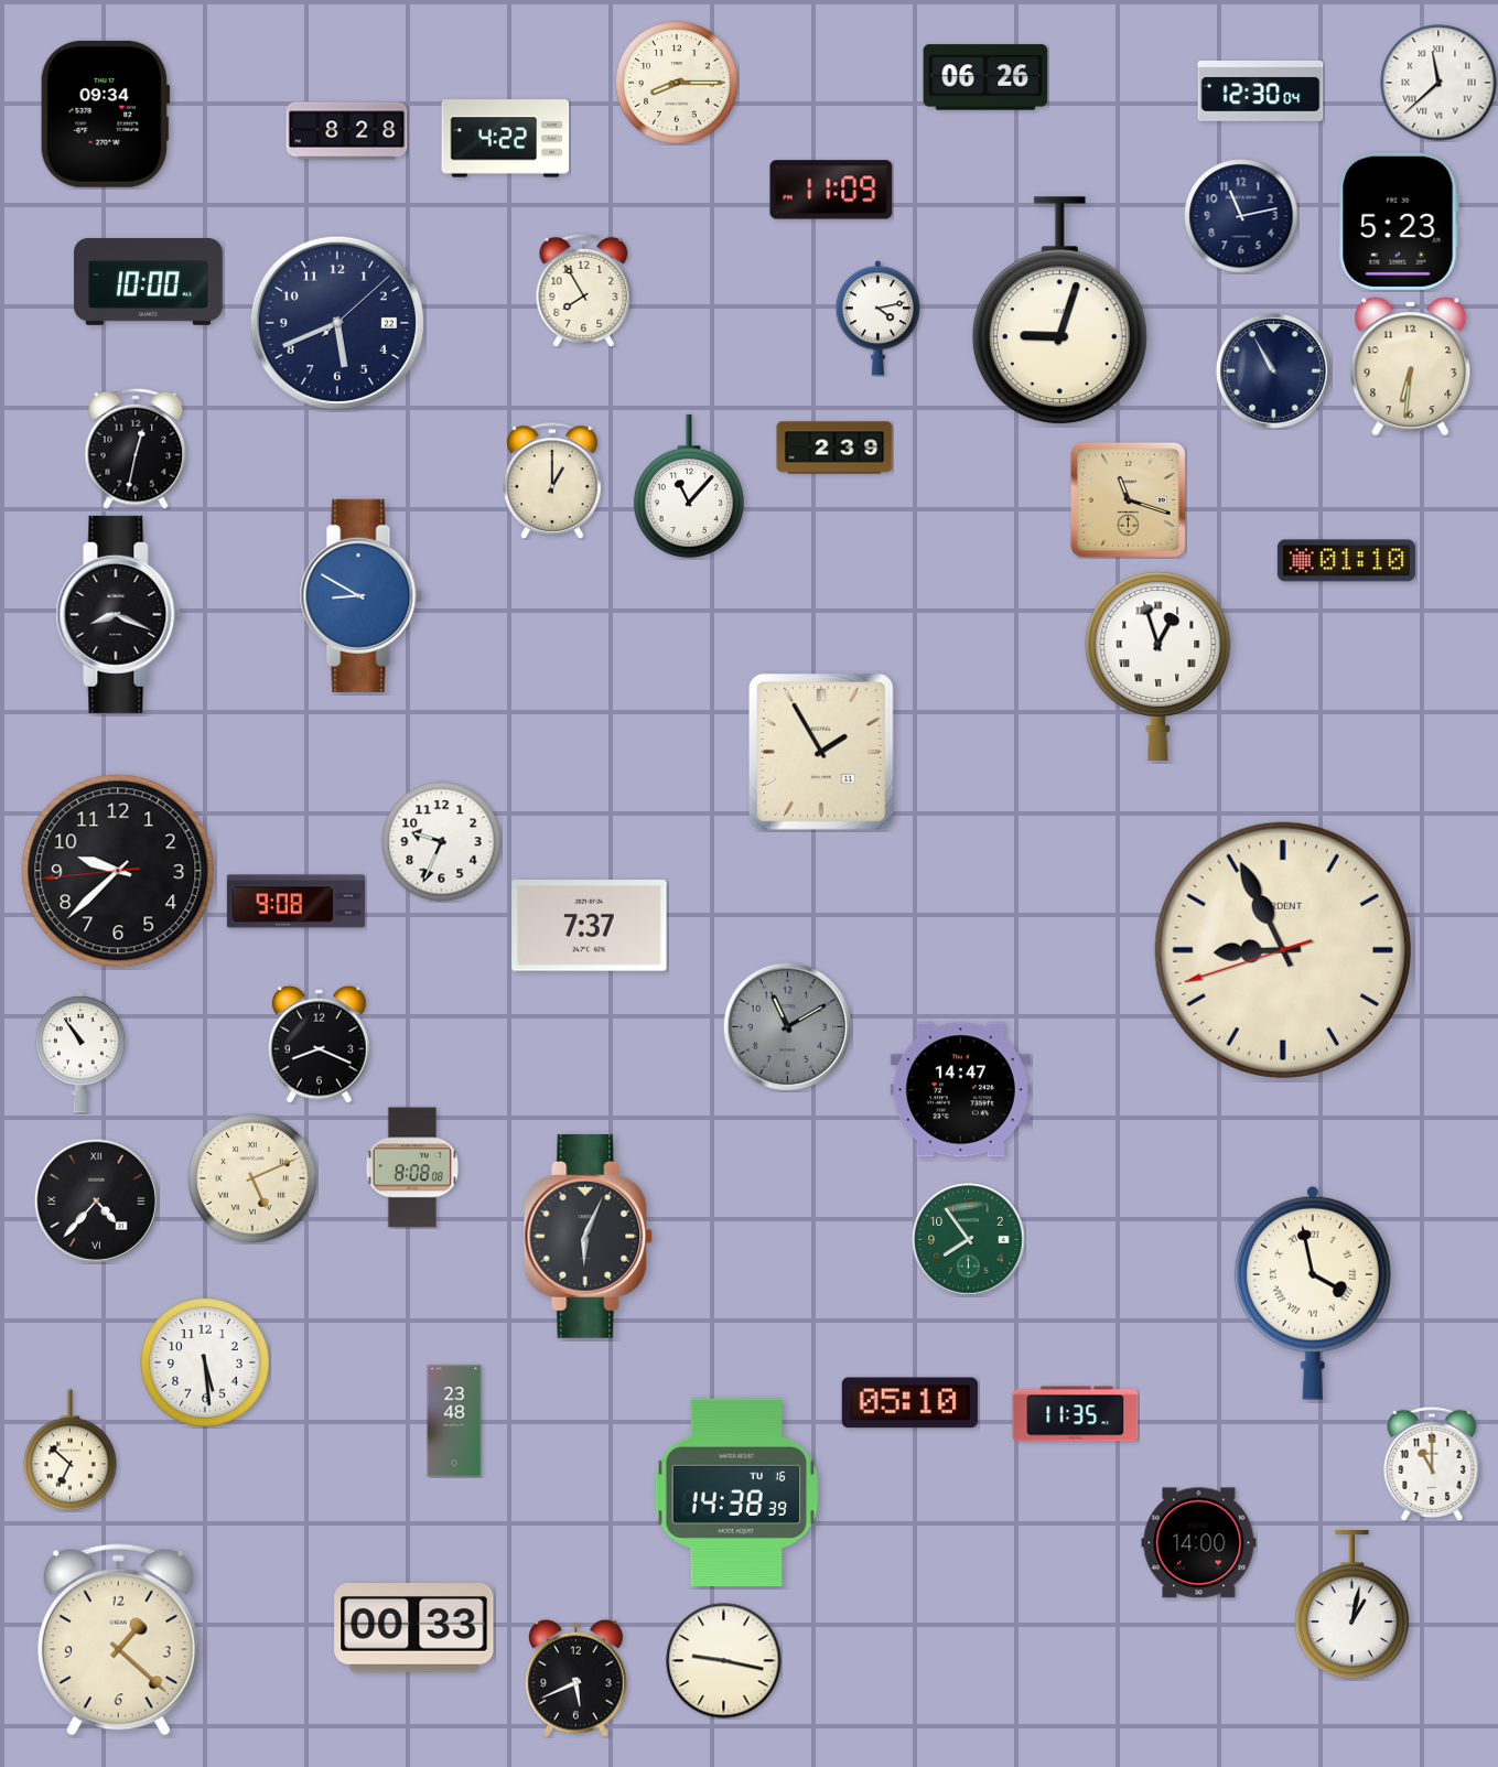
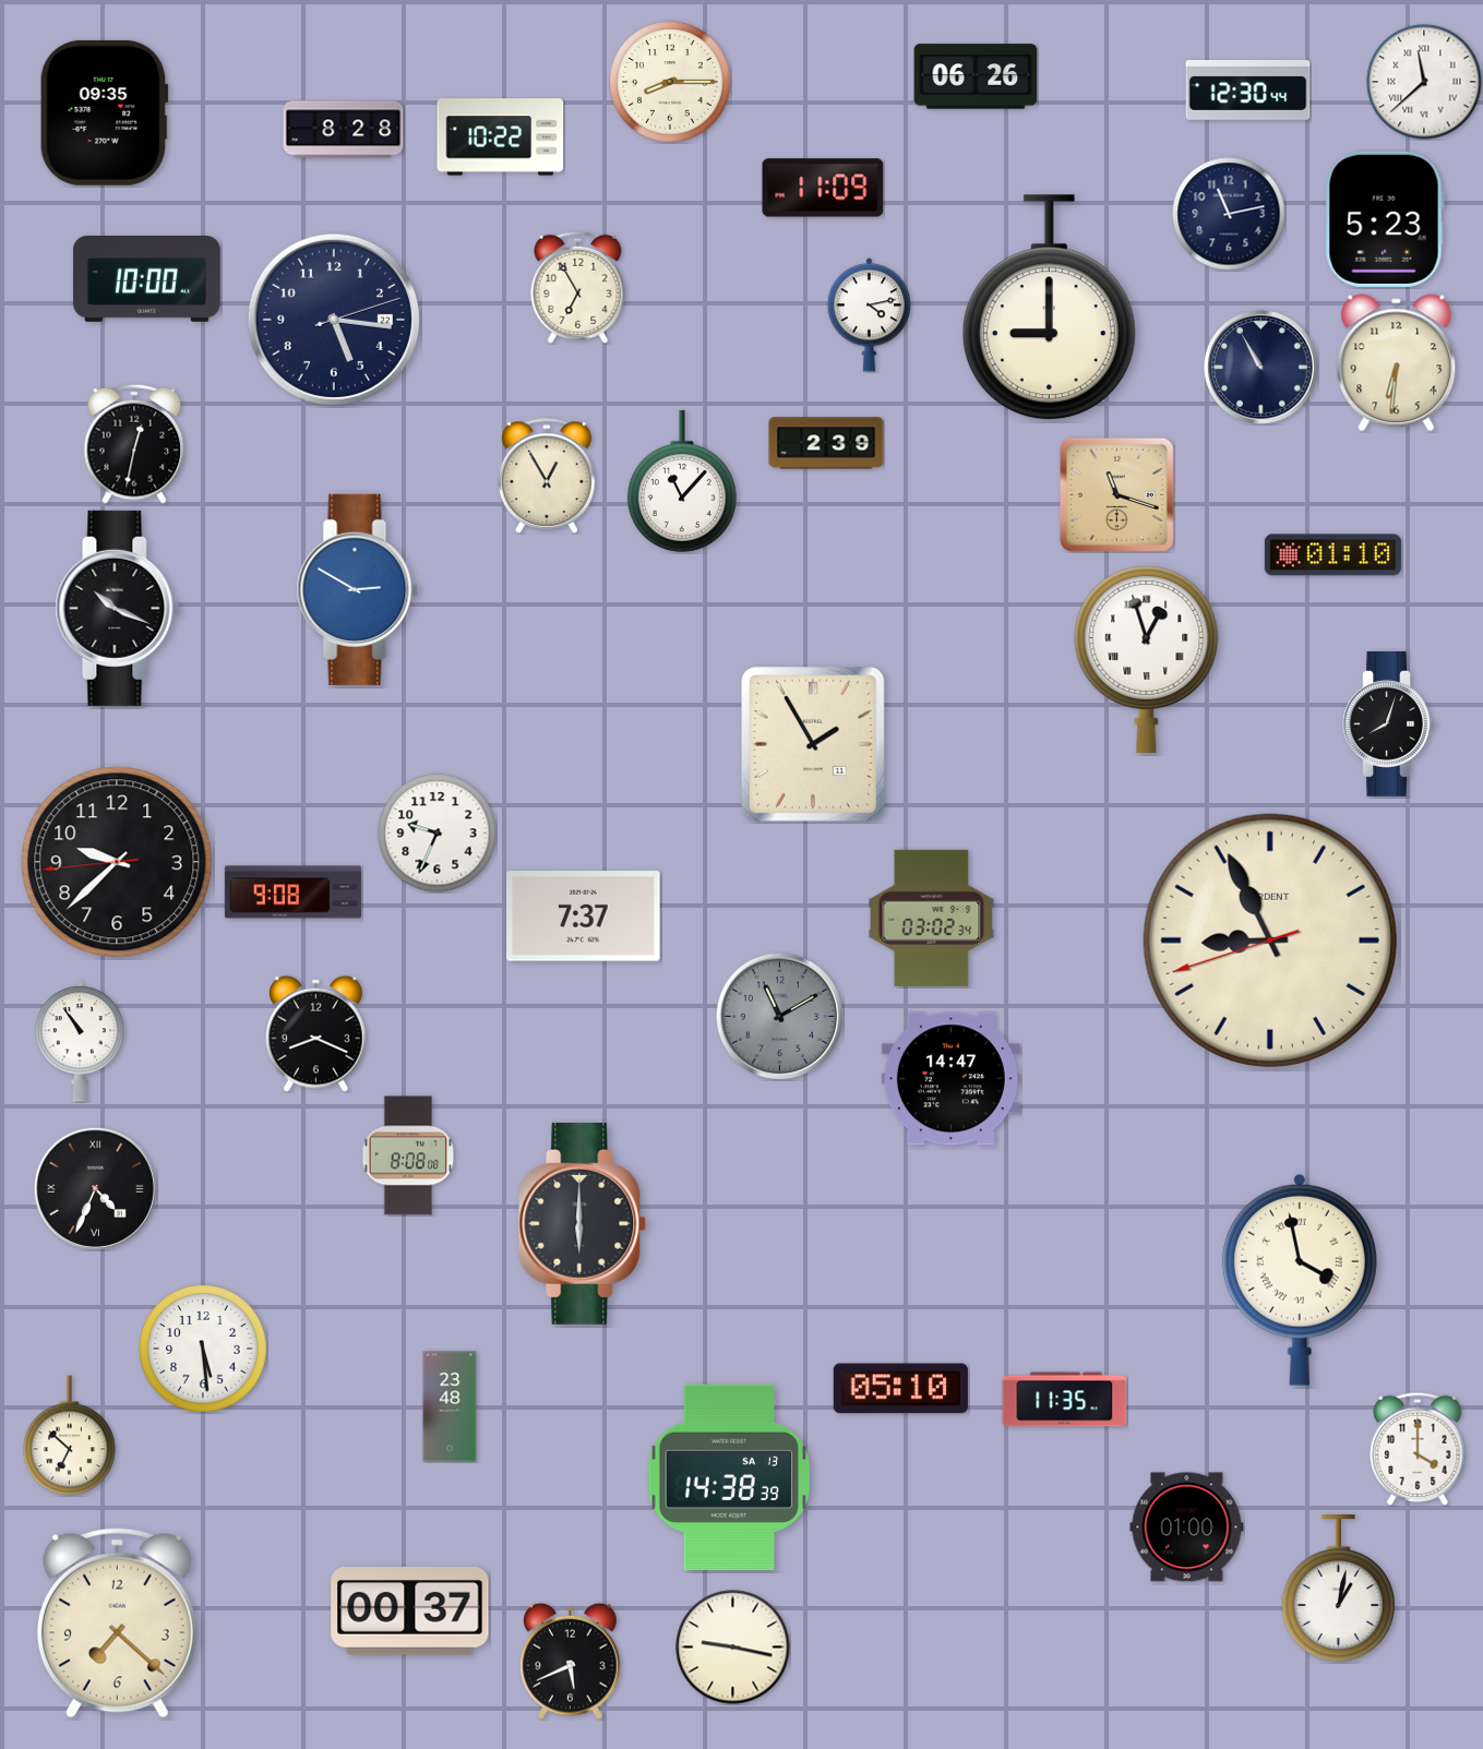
clock at (1261, 91): 12:30:04 -> 12:30:44
clock at (105, 114): 09:34 -> 09:35
clock at (506, 139): 4:22 -> 10:22
clock at (584, 290): 7:55 -> 6:55
clock at (1059, 311): 9:03 -> 9:00
clock at (337, 323): 5:41 -> 5:16
clock at (553, 481): 1:00 -> 12:55
clock at (360, 595): 8:50 -> 2:50
clock at (119, 614): 8:19 -> 10:19
clock at (1388, 723): none -> 8:03
clock at (932, 918): none -> 03:02
clock at (252, 1178): 5:11 -> none
clock at (96, 1200): 4:37 -> 4:34
clock at (589, 1236): 6:04 -> 6:00
clock at (969, 1240): 7:54 -> none
clock at (1432, 1464): 11:00 -> 4:00
clock at (736, 1491) date: TU 16 -> SA 13
clock at (1199, 1543): 14:00 -> 01:00
clock at (414, 1628): 00:33 -> 00:37
clock at (118, 1640): 1:22 -> 7:22
clock at (724, 1661) position: (724, 1661) -> (733, 1648)
